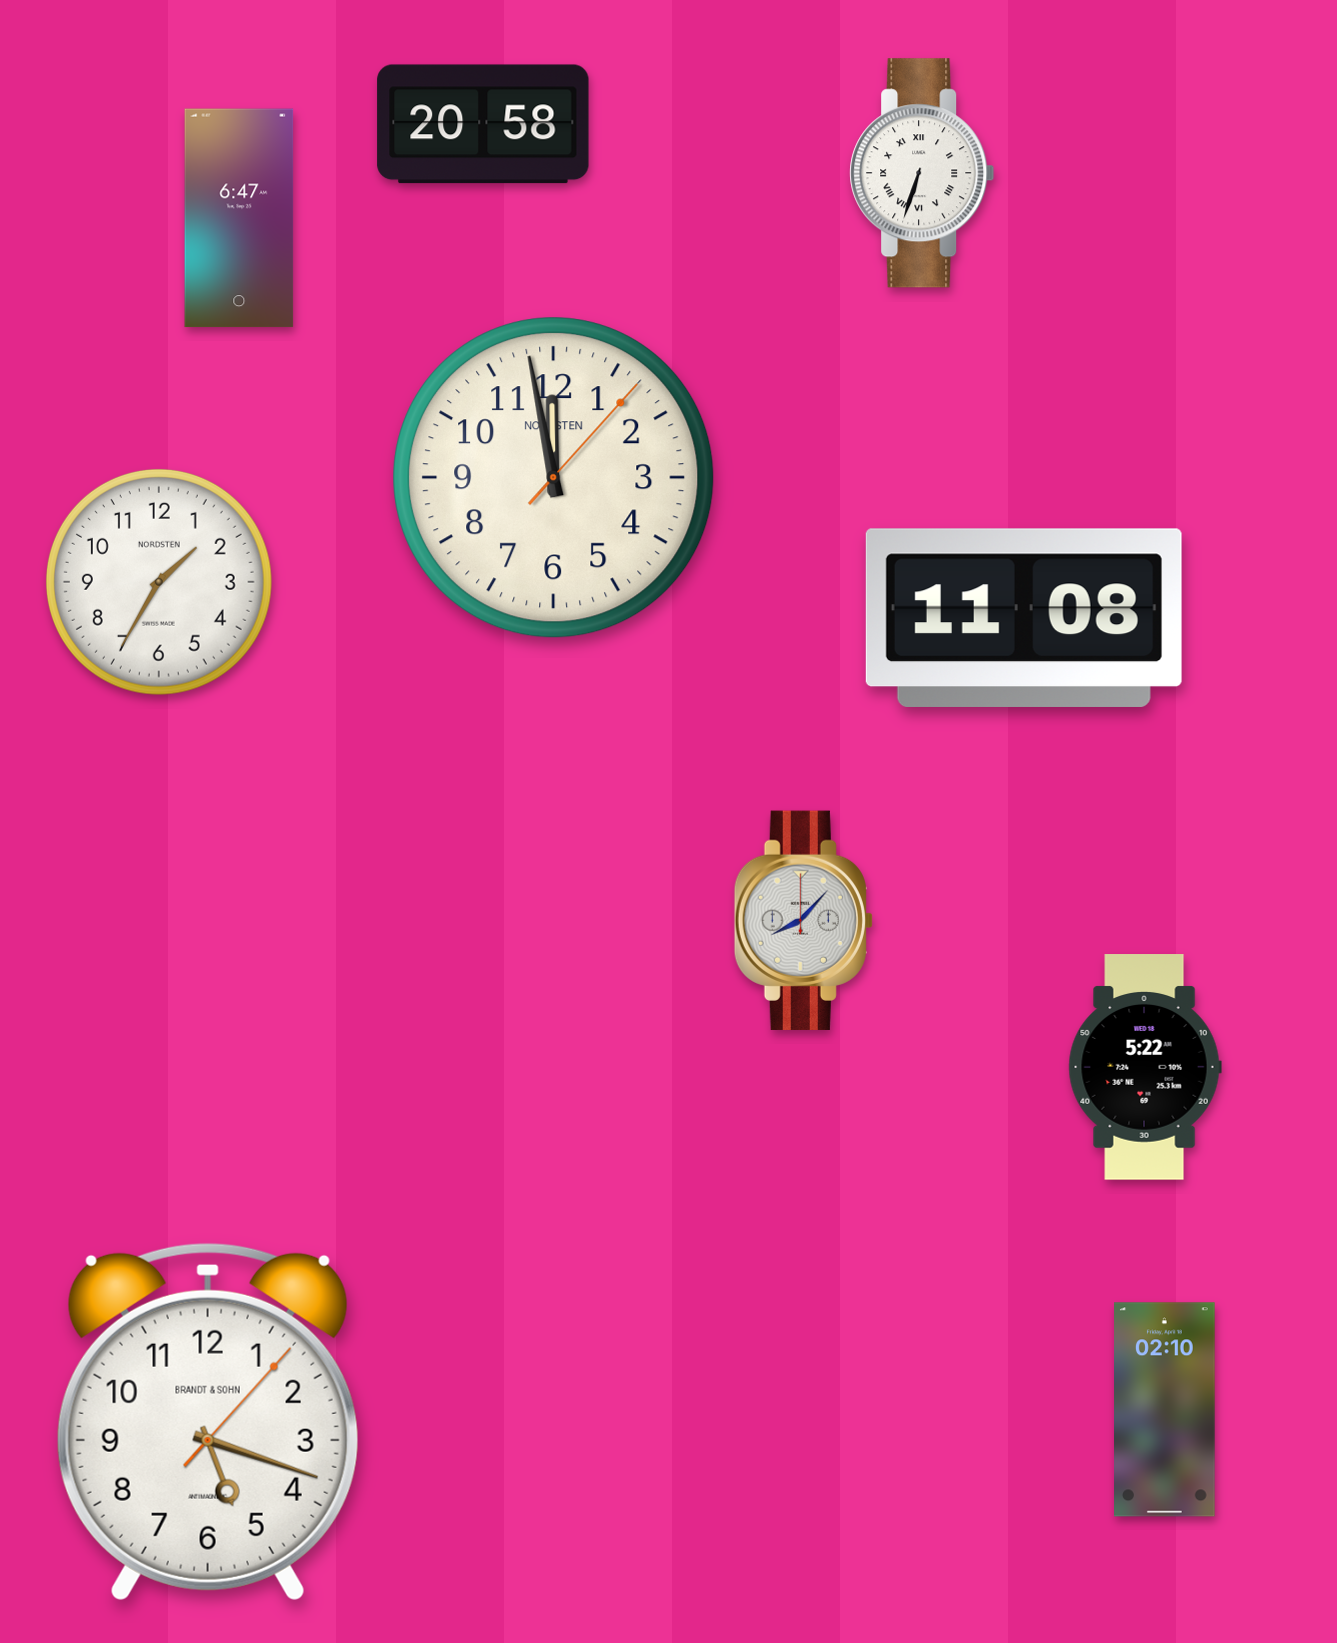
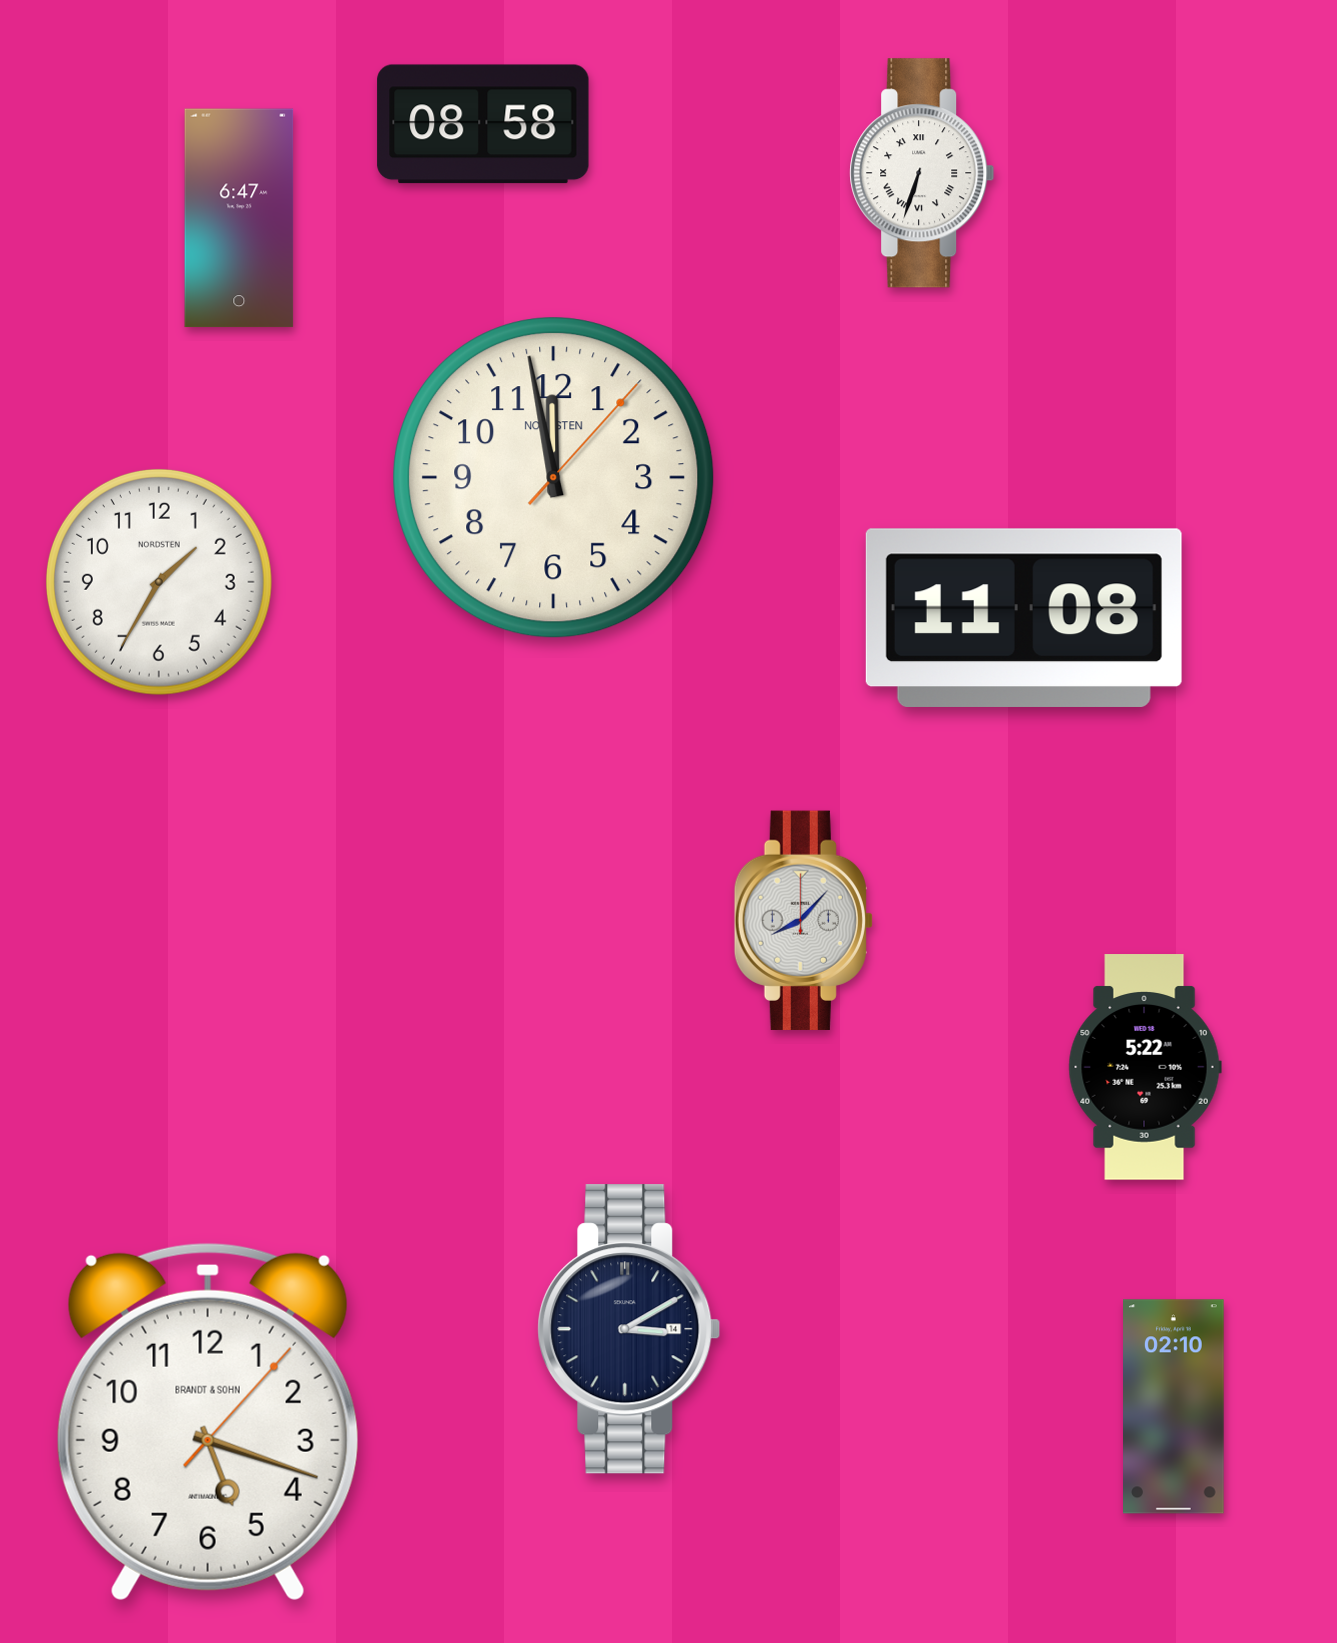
clock at (483, 124): 20:58 -> 08:58
clock at (629, 1329): none -> 3:10
clock at (1165, 1410) position: (1165, 1410) -> (1174, 1407)
